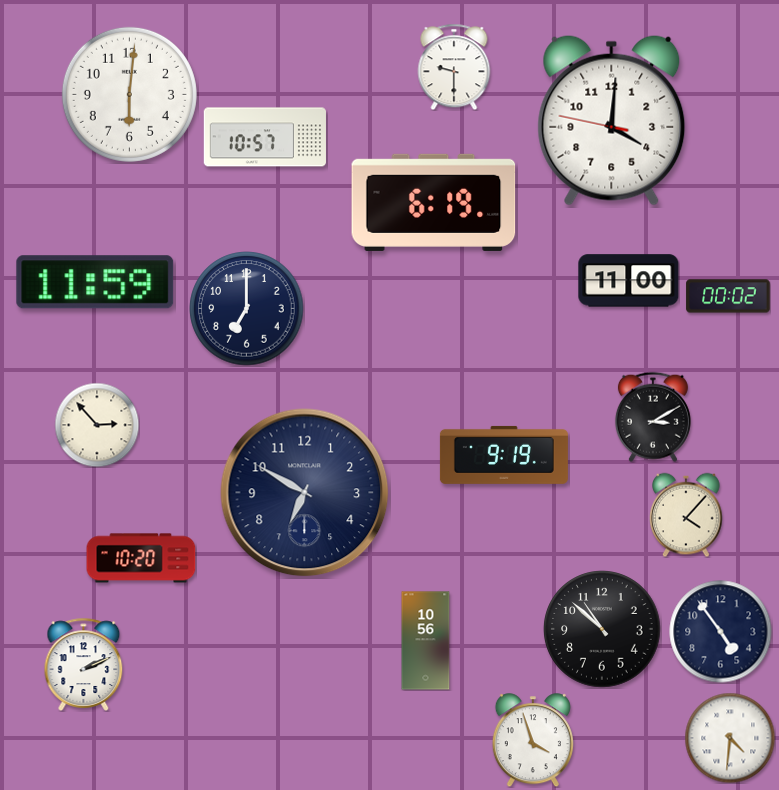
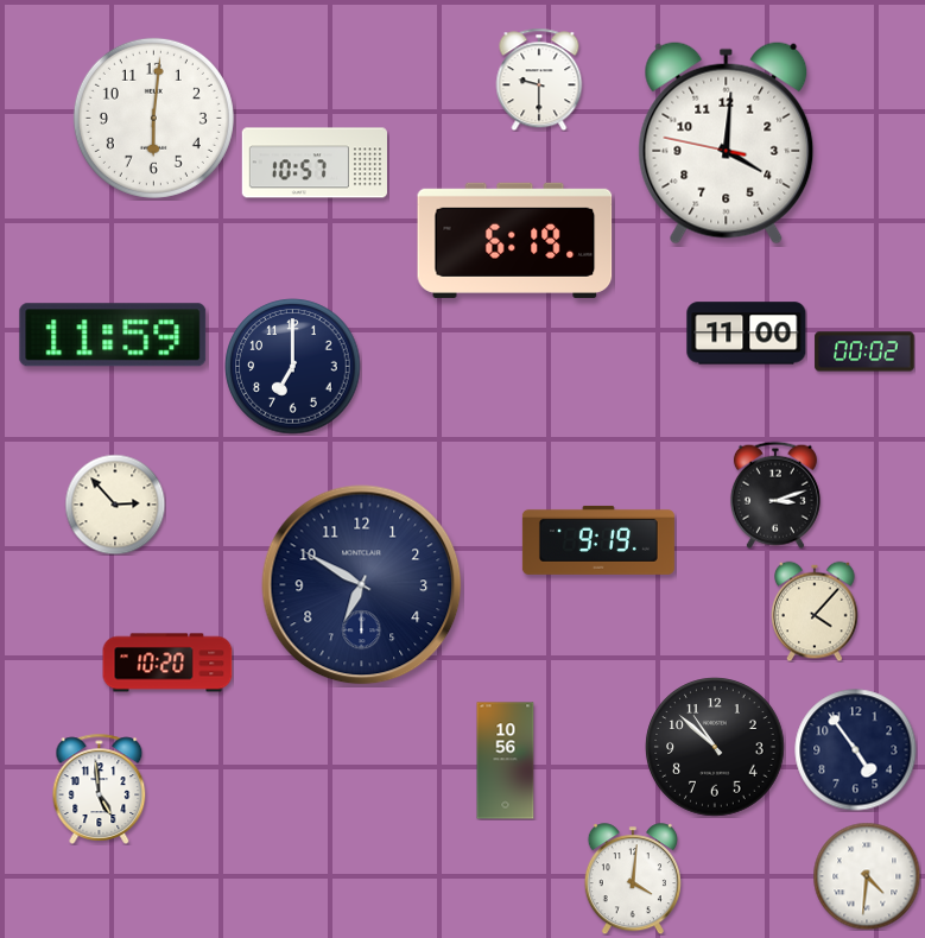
clock at (129, 94) position: (129, 94) -> (153, 118)
clock at (653, 417): 3:10 -> 3:12
clock at (84, 664): 2:11 -> 4:59
clock at (533, 740): 3:57 -> 4:01
